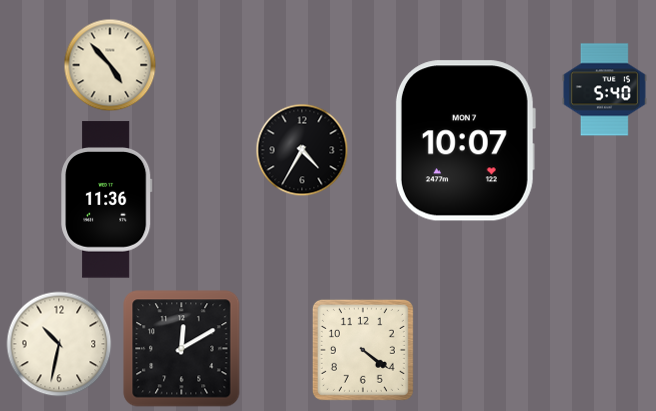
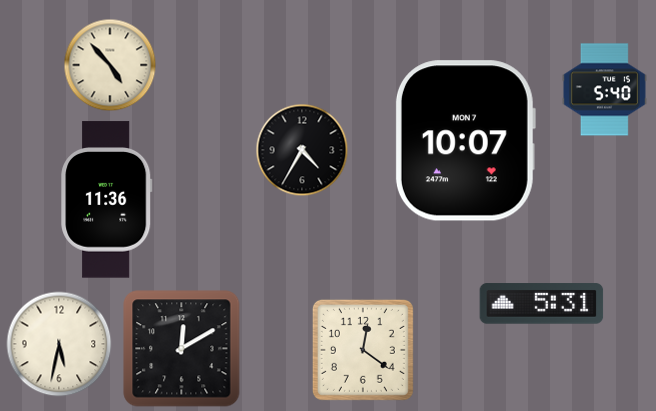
clock at (542, 304): none -> 5:31
clock at (59, 344): 10:32 -> 5:32
clock at (363, 350): 4:21 -> 12:21
